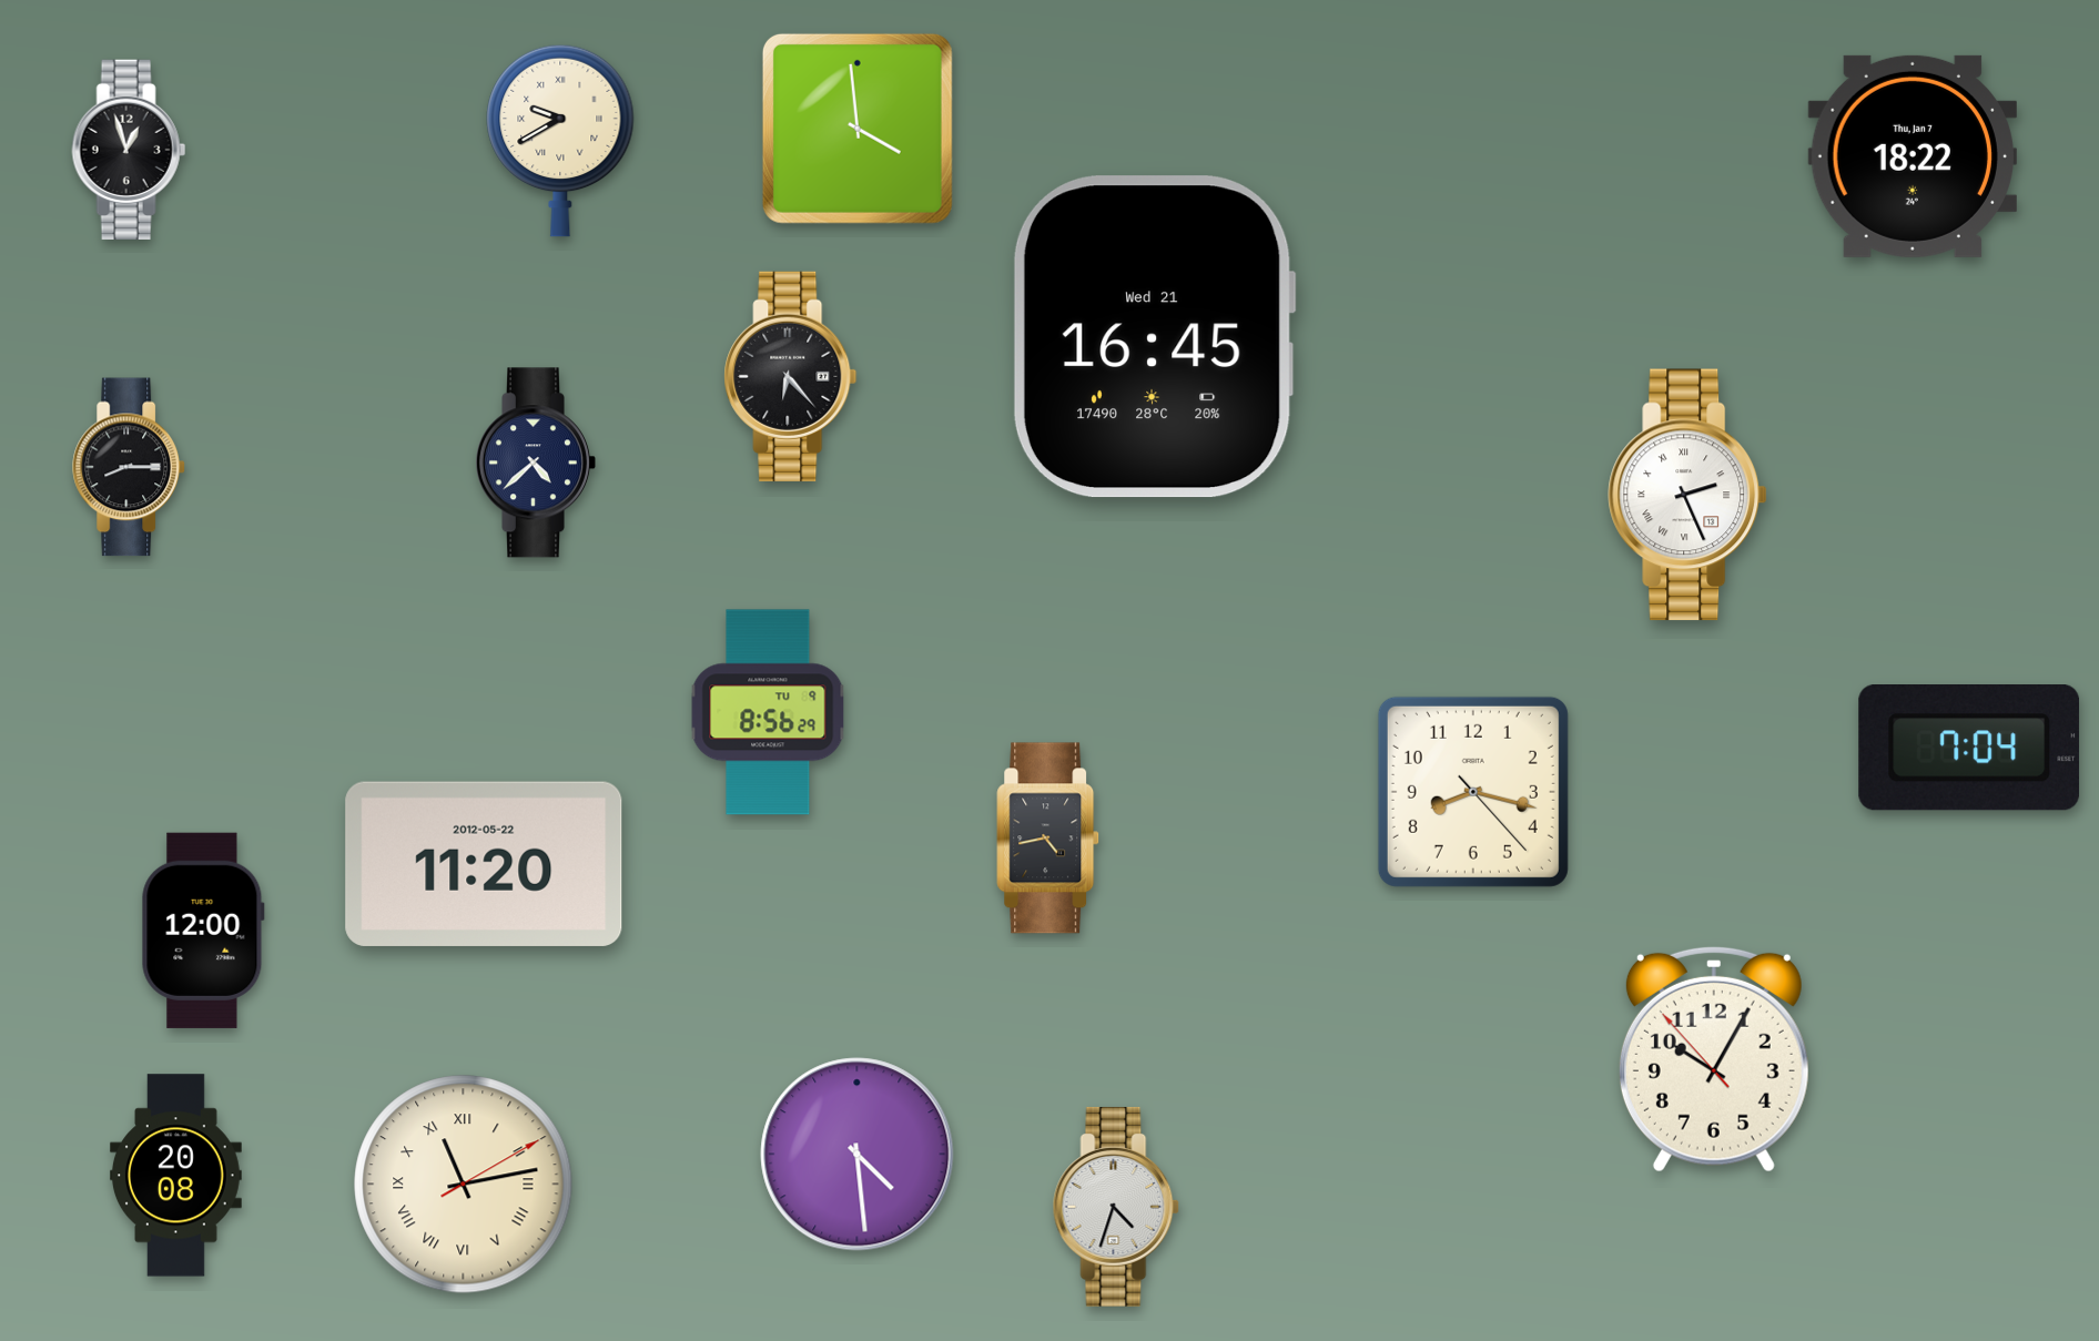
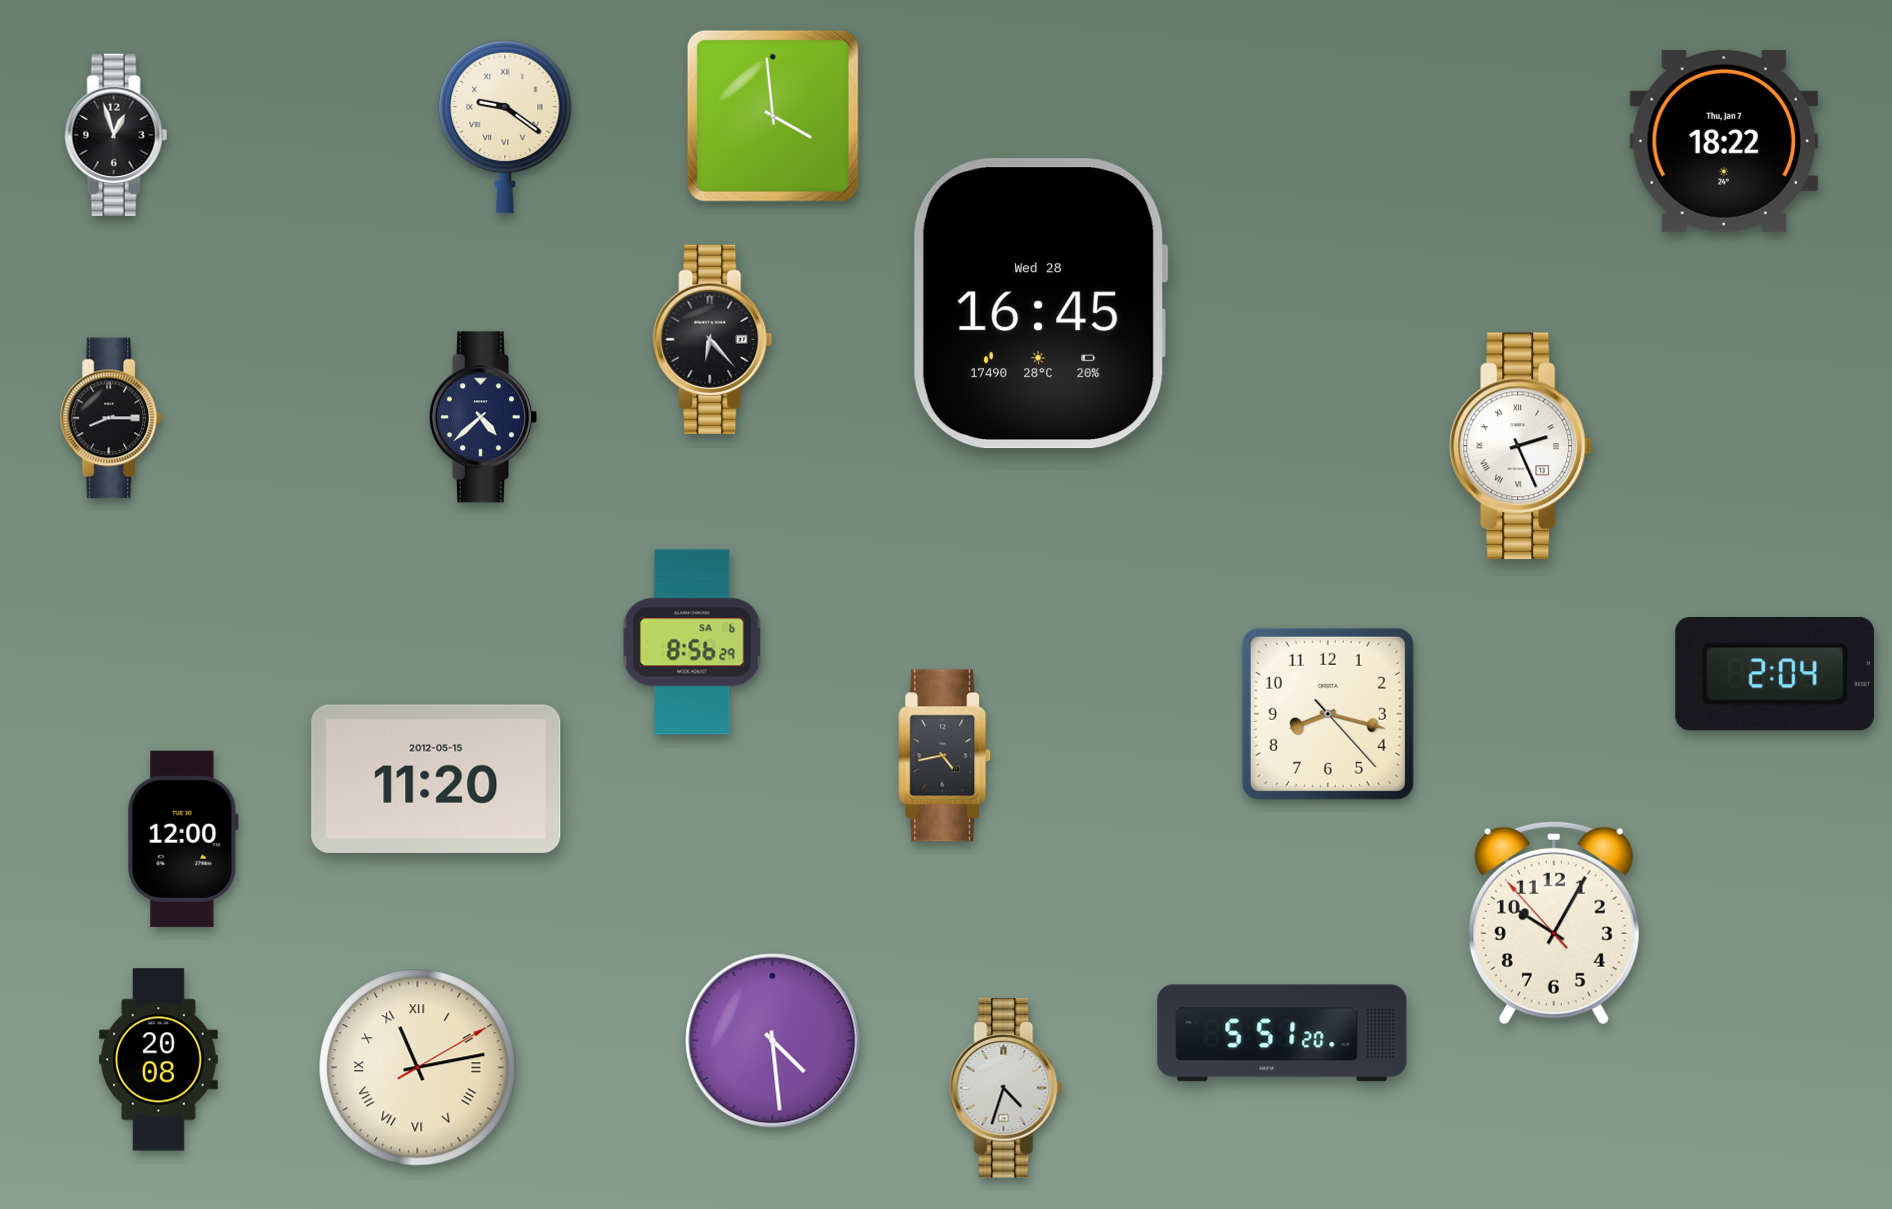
clock at (560, 141): 9:40 -> 9:21
clock at (1154, 337) date: Wed 21 -> Wed 28
clock at (129, 467) position: (129, 467) -> (111, 418)
clock at (768, 712) date: TU 9 -> SA 6
clock at (1969, 749): 7:04 -> 2:04
clock at (484, 864) date: 2012-05-22 -> 2012-05-15
clock at (1714, 1059) position: (1714, 1059) -> (1554, 923)
clock at (1282, 1033): none -> 5:51
